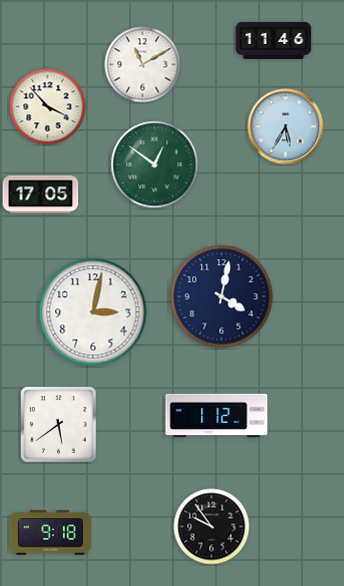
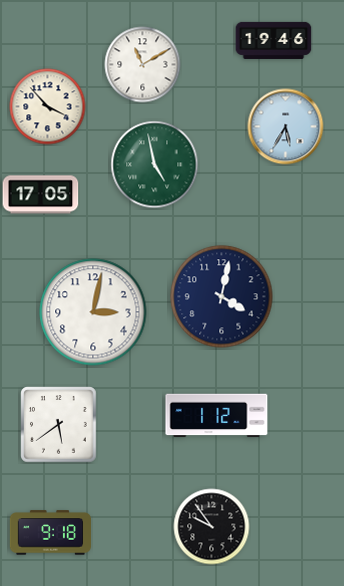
clock at (274, 40): 11:46 -> 19:46
clock at (155, 165): 12:51 -> 4:58
